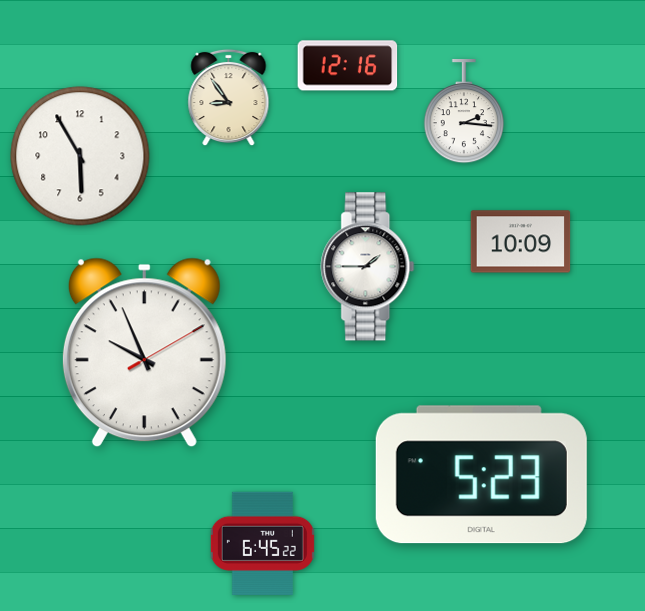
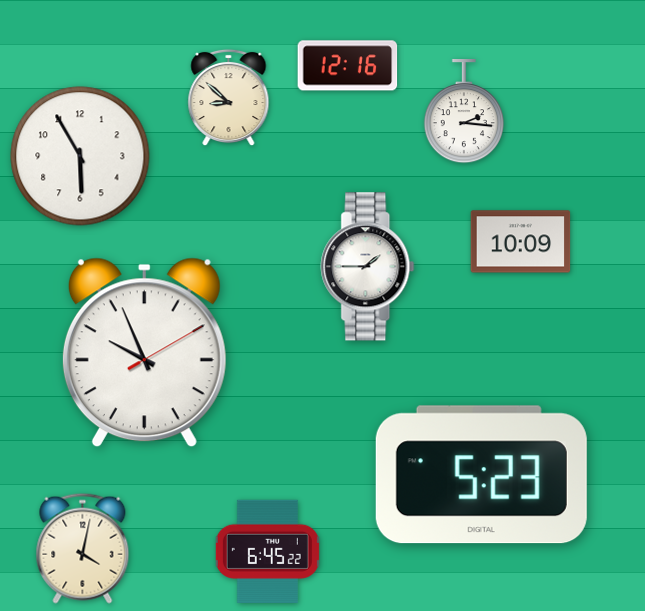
clock at (229, 98): 8:54 -> 8:52
clock at (262, 543) position: (262, 543) -> (267, 551)
clock at (83, 548): none -> 4:02
